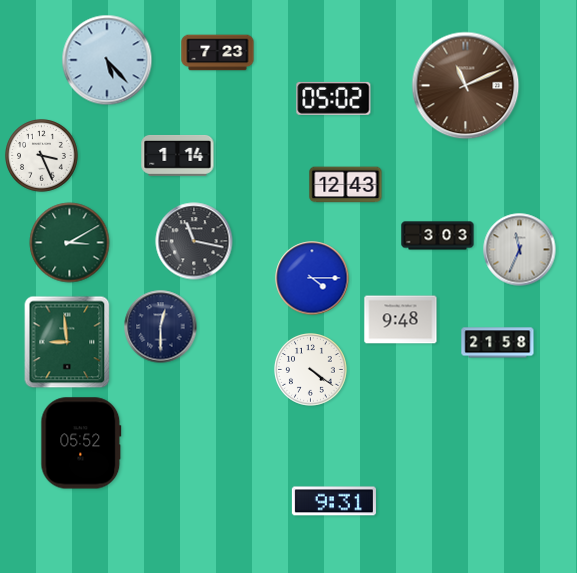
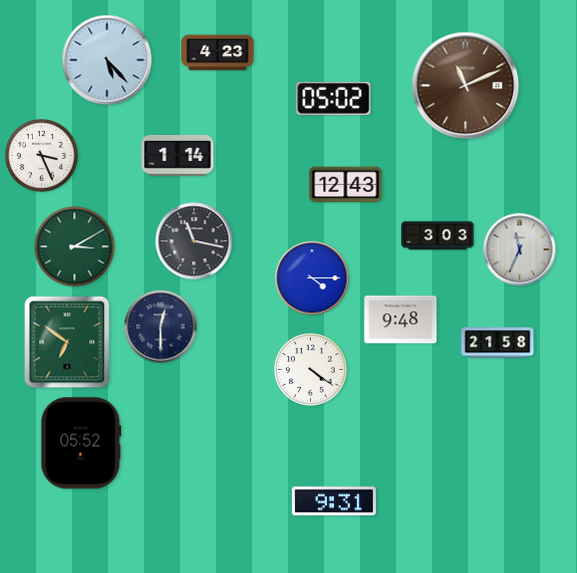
clock at (218, 53): 7:23 -> 4:23
clock at (70, 243) position: (70, 243) -> (75, 247)
clock at (67, 342): 8:59 -> 6:51
